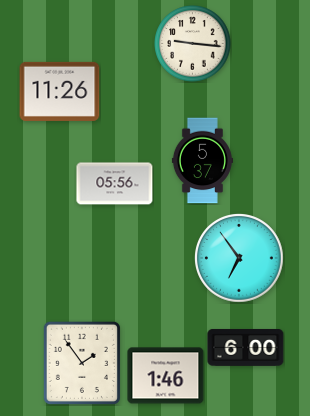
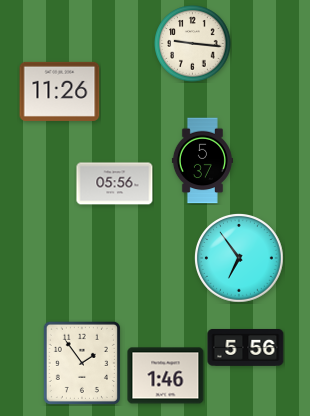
clock at (246, 347): 6:00 -> 5:56
